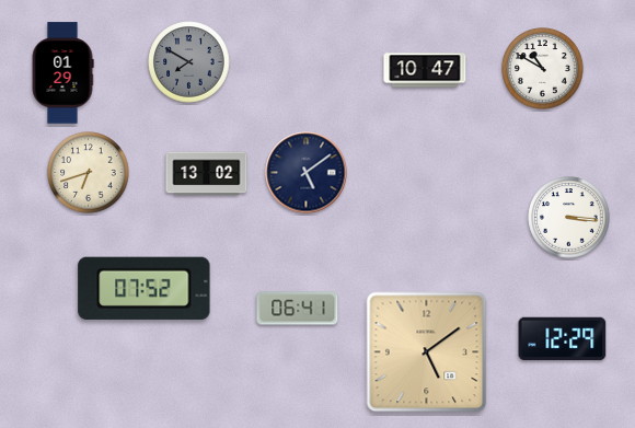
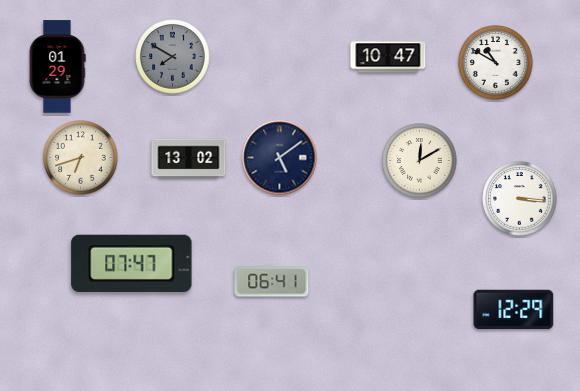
clock at (425, 70) position: (425, 70) -> (388, 57)
clock at (420, 161): none -> 12:10
clock at (145, 288): 07:52 -> 07:47
clock at (427, 352): 5:09 -> none
